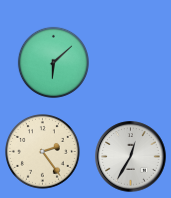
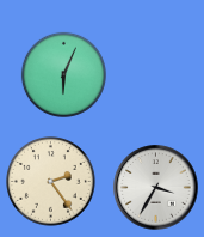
clock at (53, 62): 6:08 -> 6:04
clock at (131, 157): 12:35 -> 3:35
